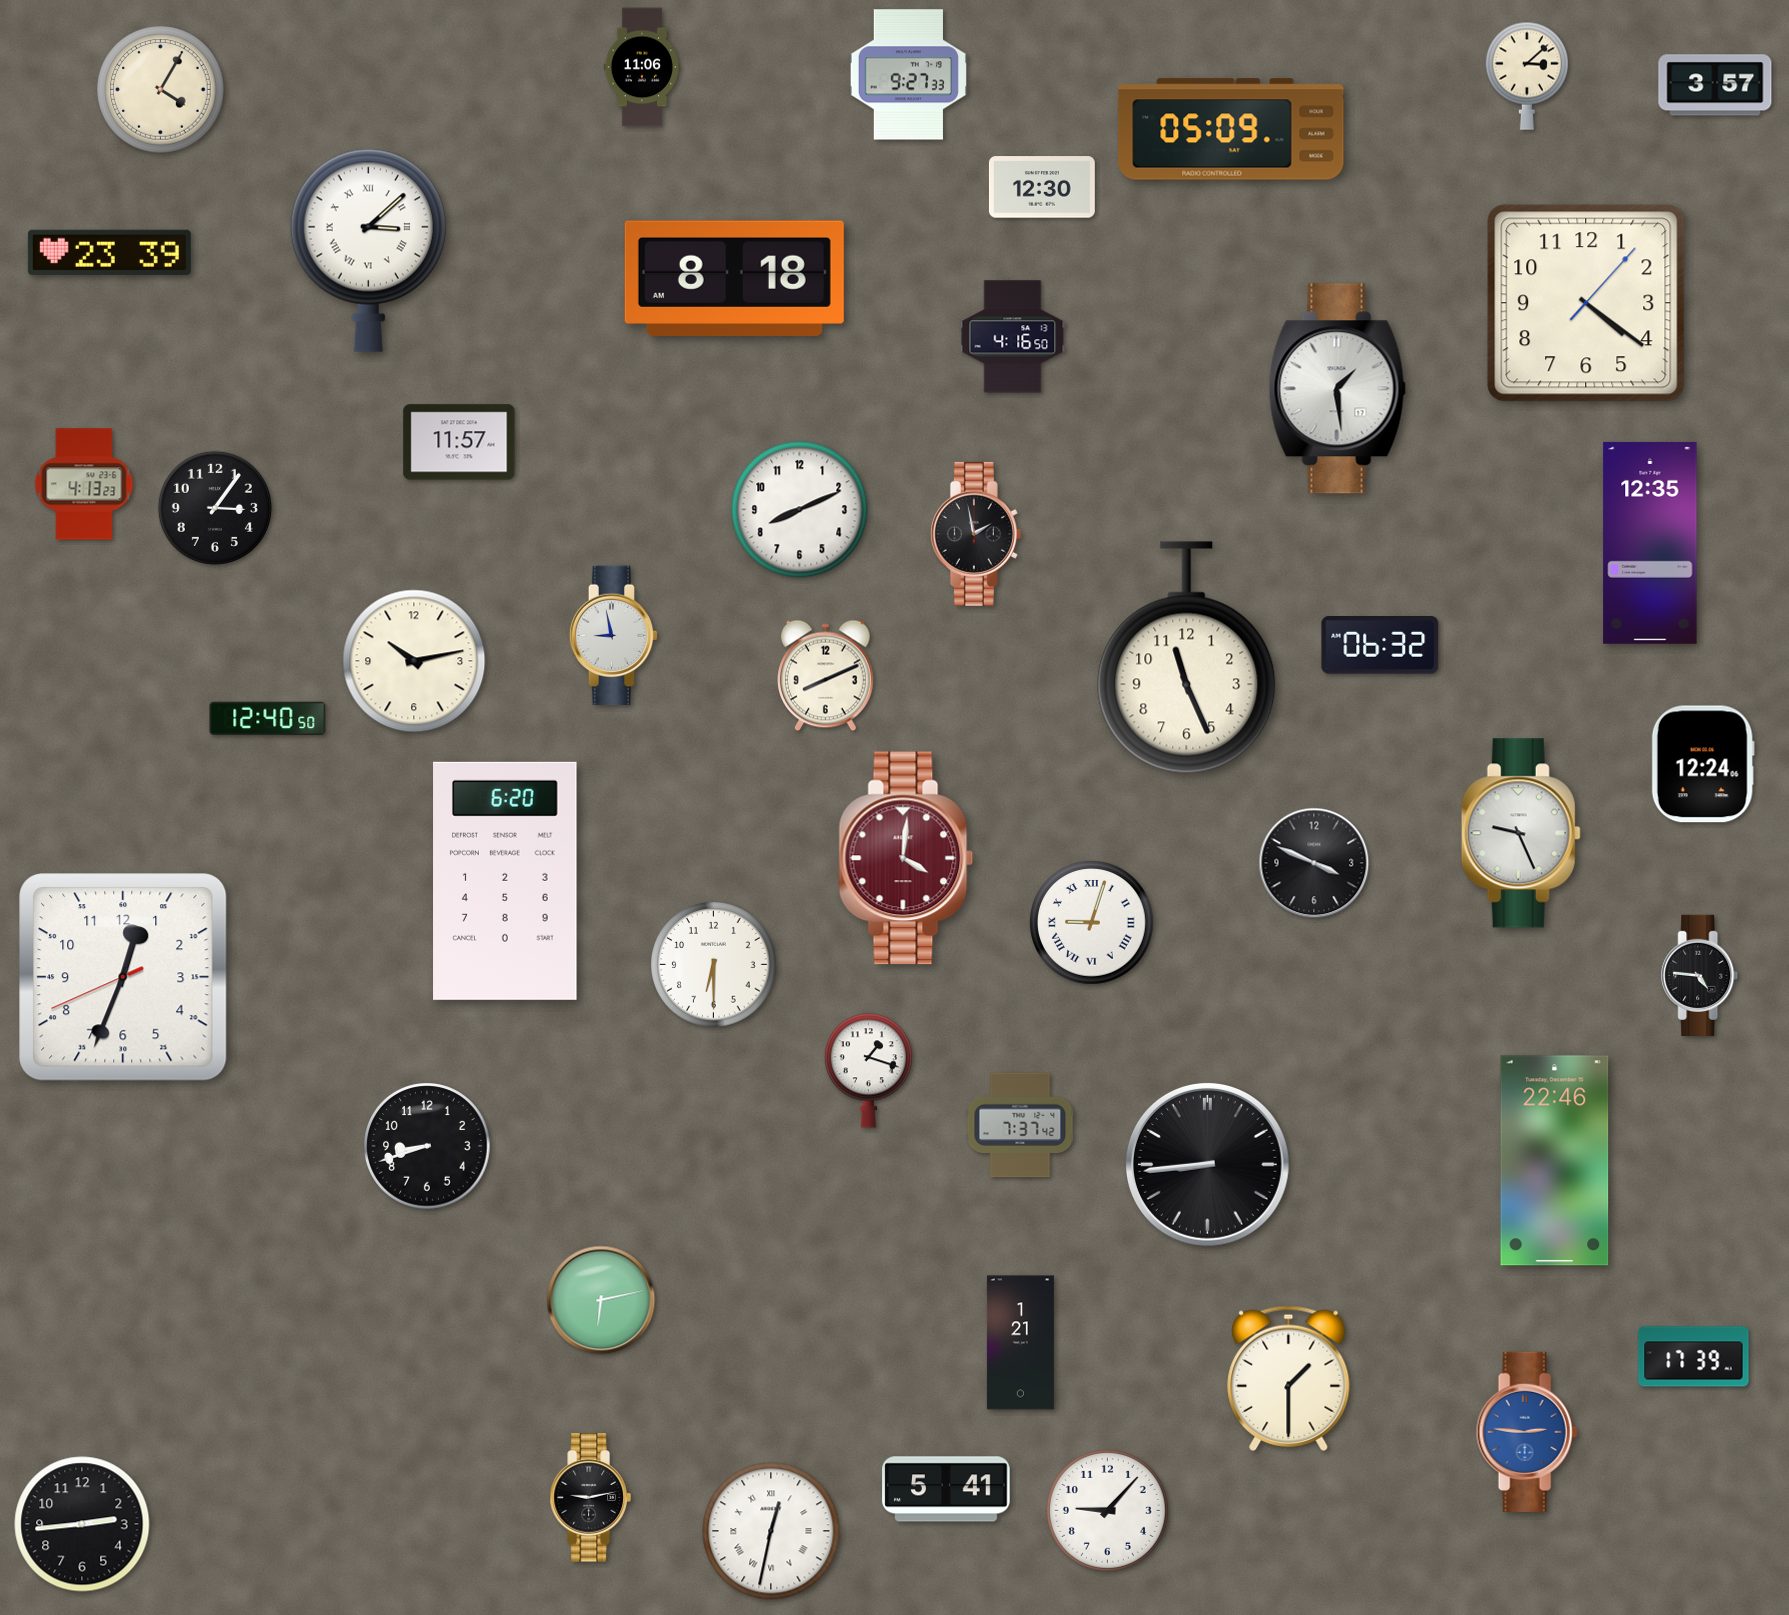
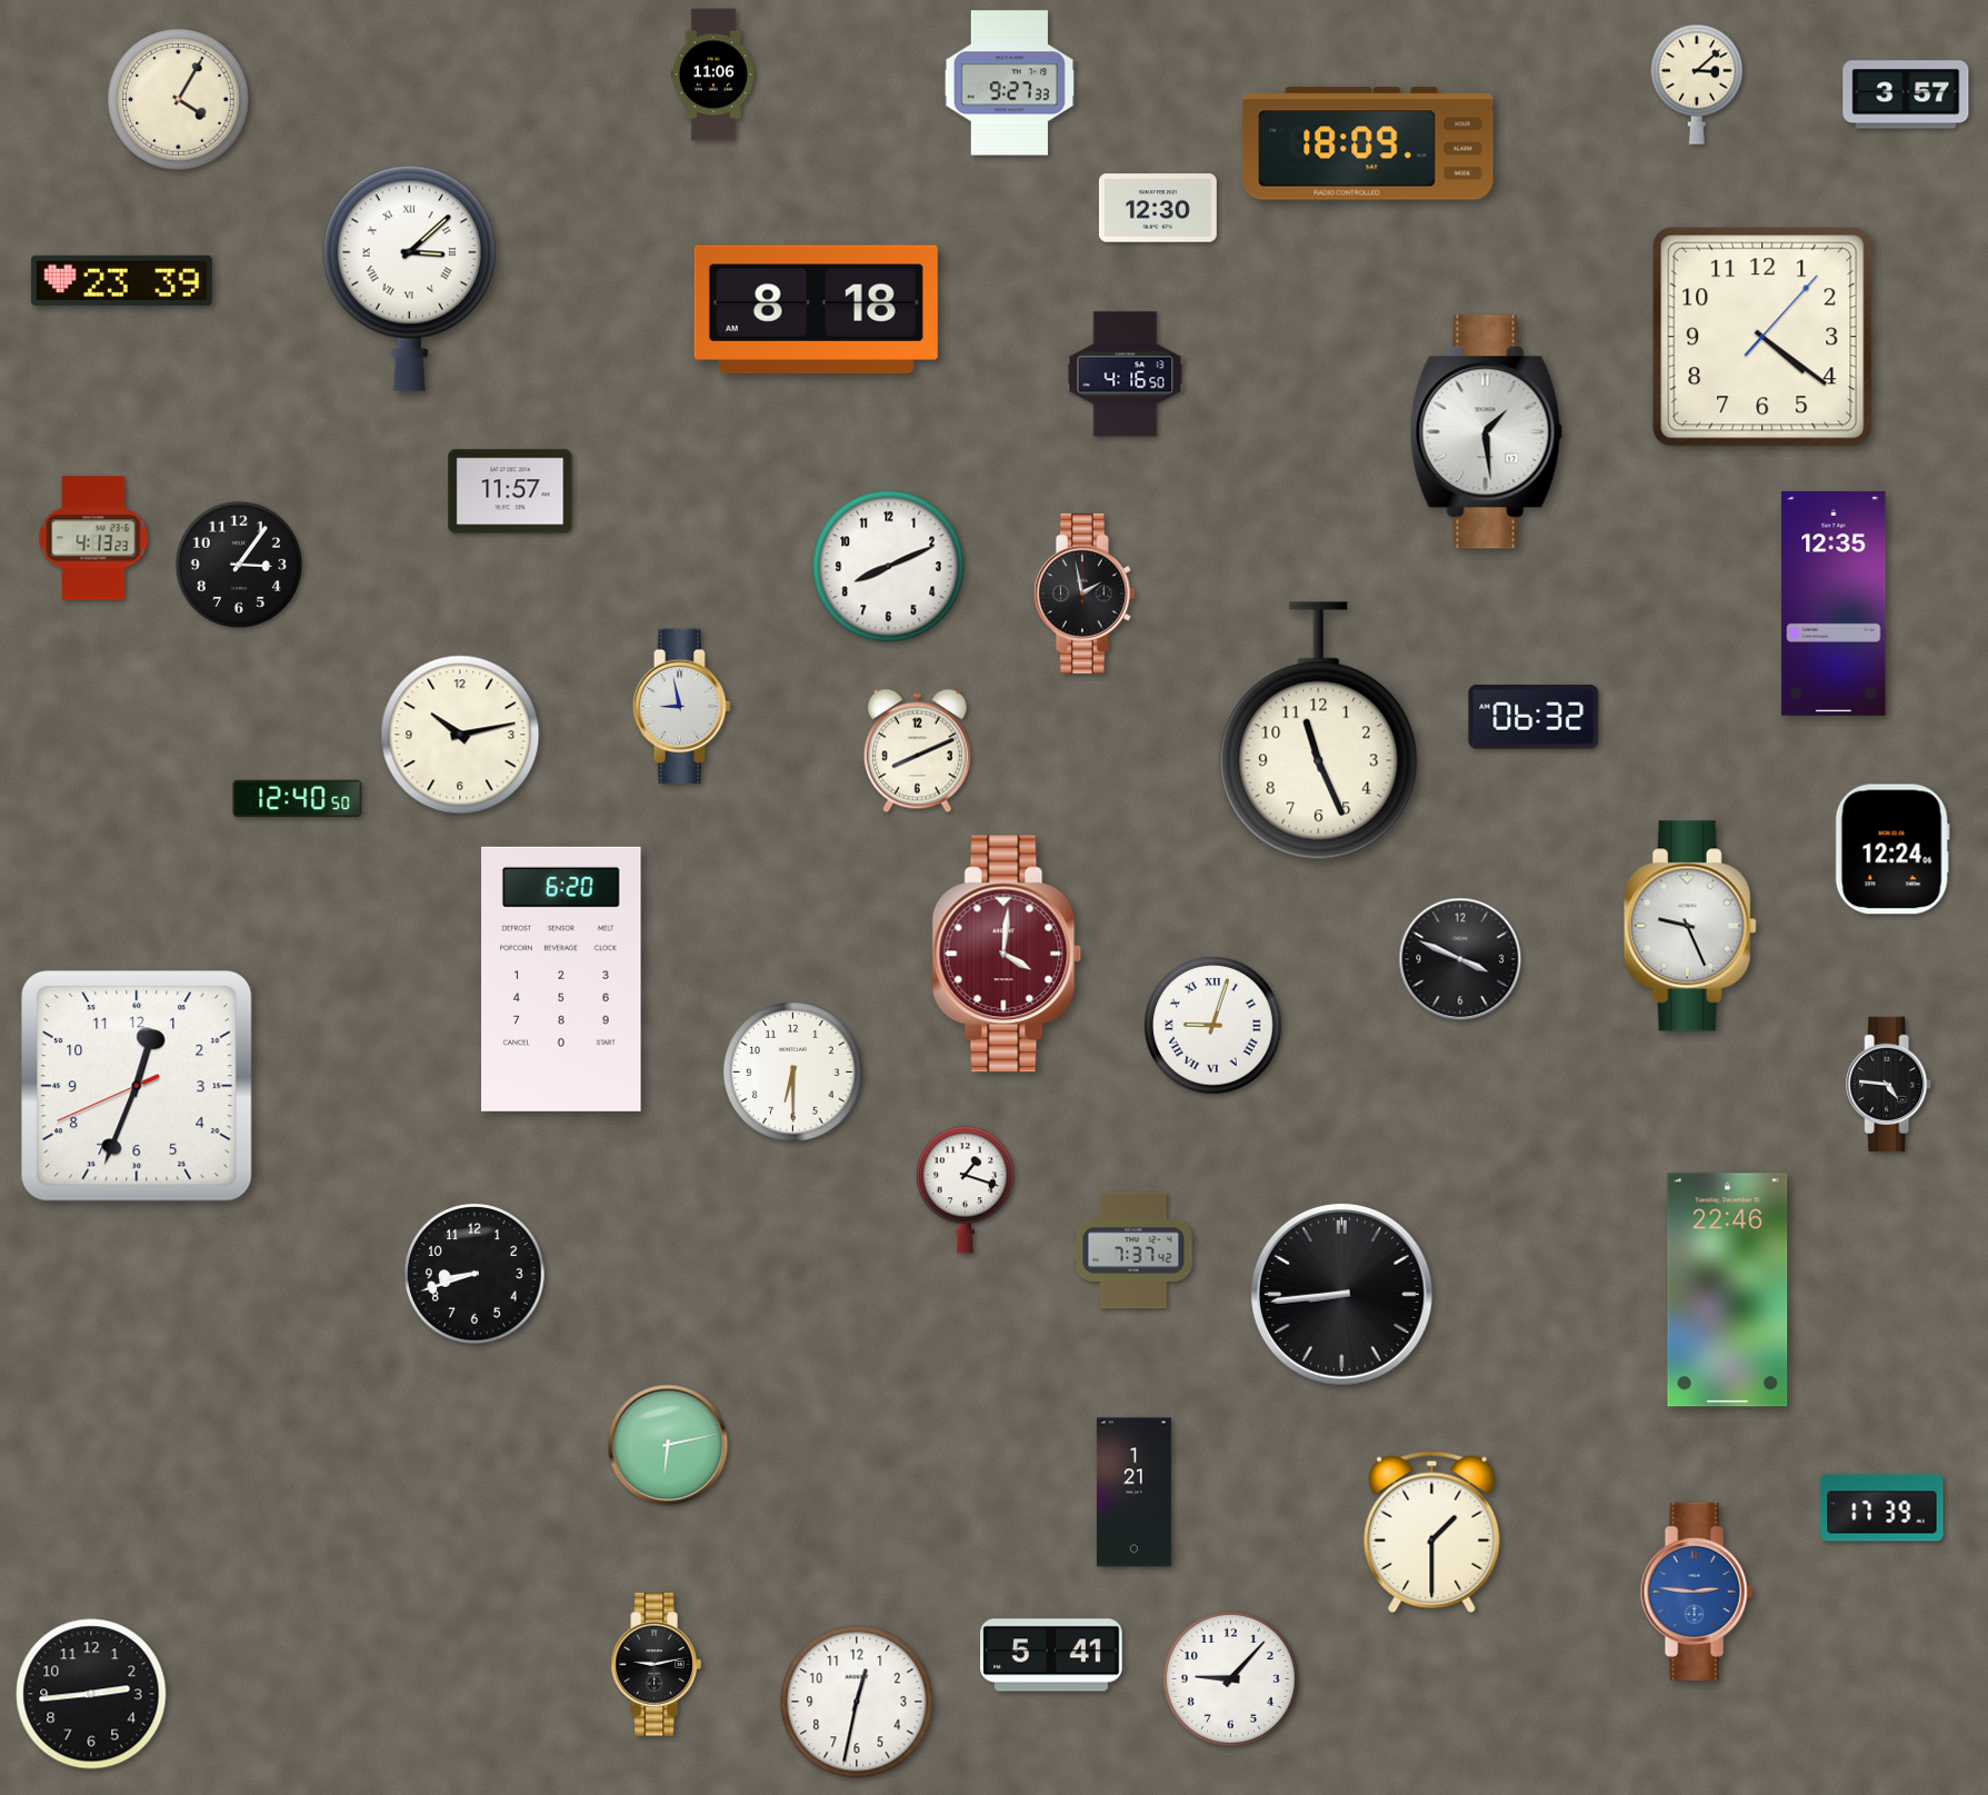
clock at (1231, 129): 05:09 -> 18:09
clock at (771, 1531) numerals: Roman -> Arabic
